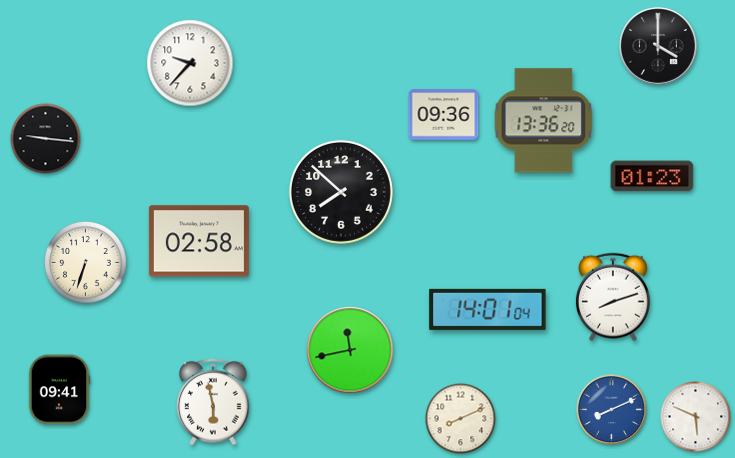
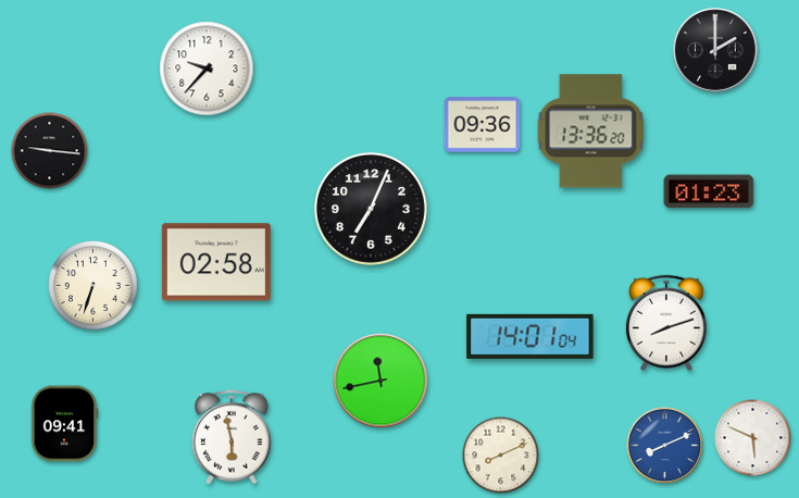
clock at (658, 46): 4:00 -> 2:00
clock at (341, 192): 7:52 -> 7:04
clock at (696, 417) position: (696, 417) -> (753, 438)
